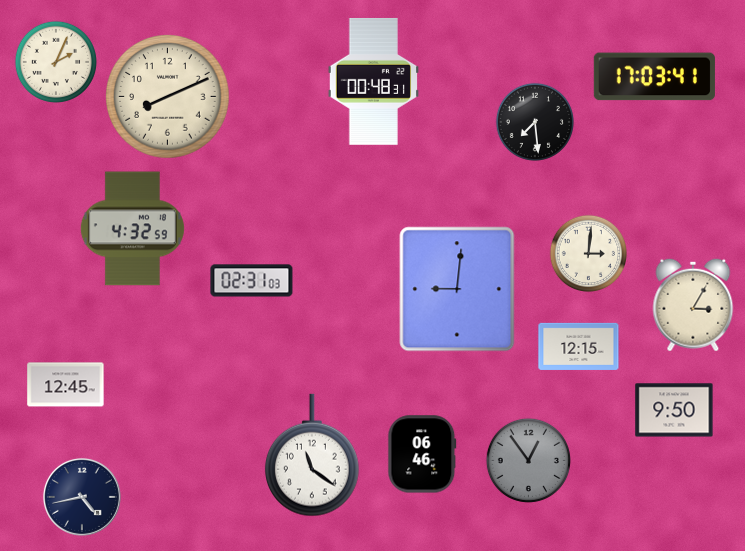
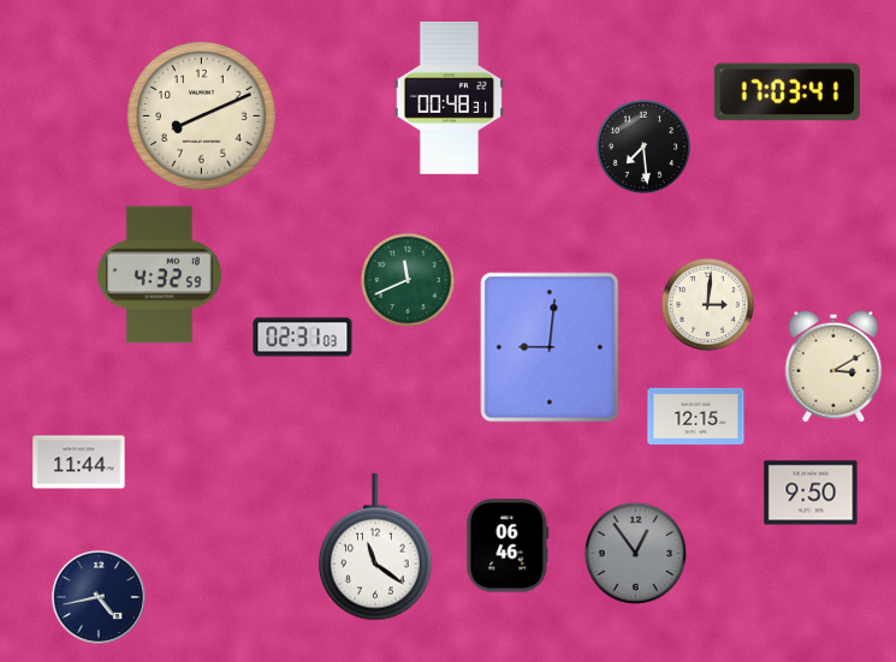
clock at (55, 61): 2:04 -> none
clock at (407, 279): none -> 11:41
clock at (693, 305): 3:05 -> 3:10
clock at (66, 385): 12:45 -> 11:44
